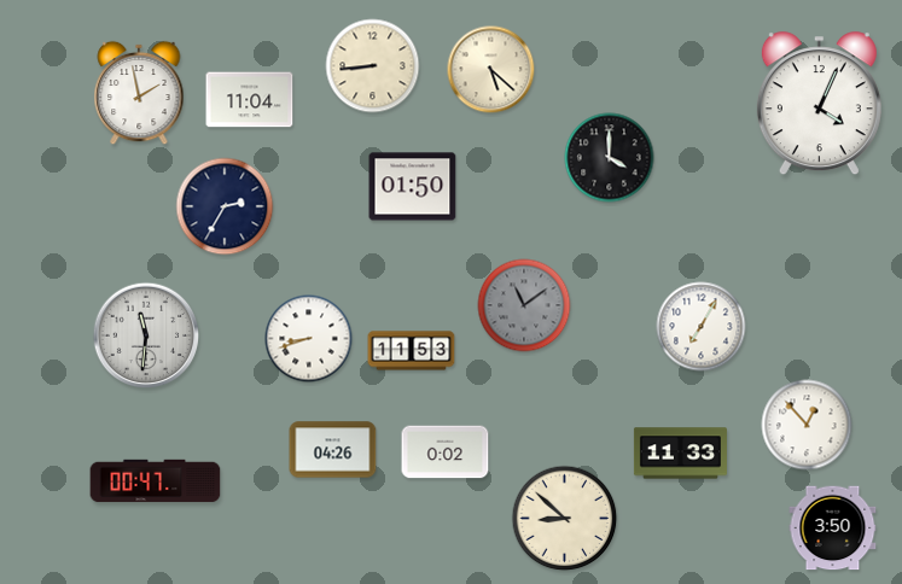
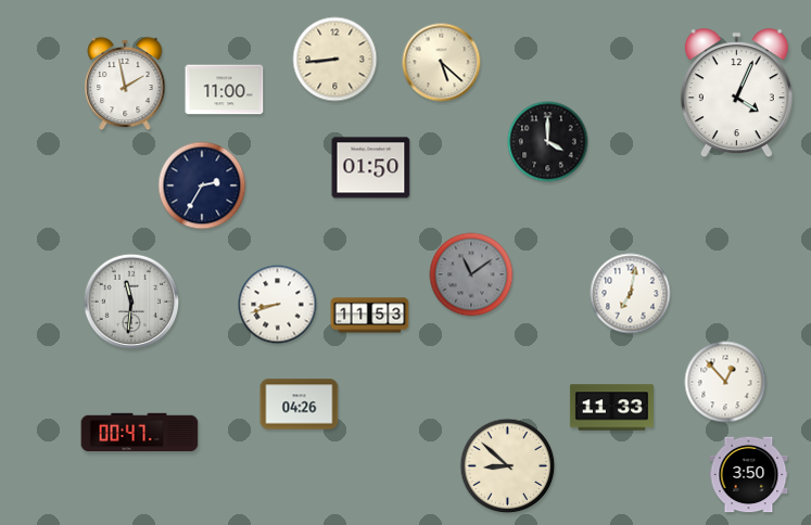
clock at (250, 100): 11:04 -> 11:00
clock at (702, 327): 7:05 -> 7:02
clock at (446, 452): 0:02 -> none
